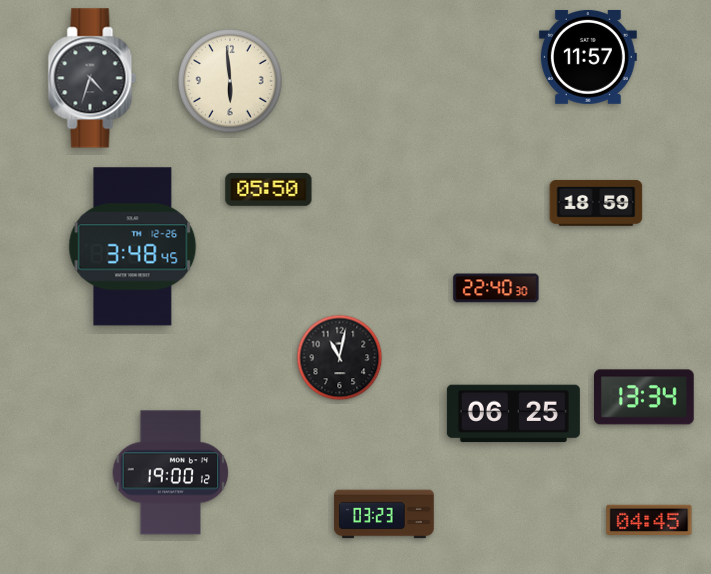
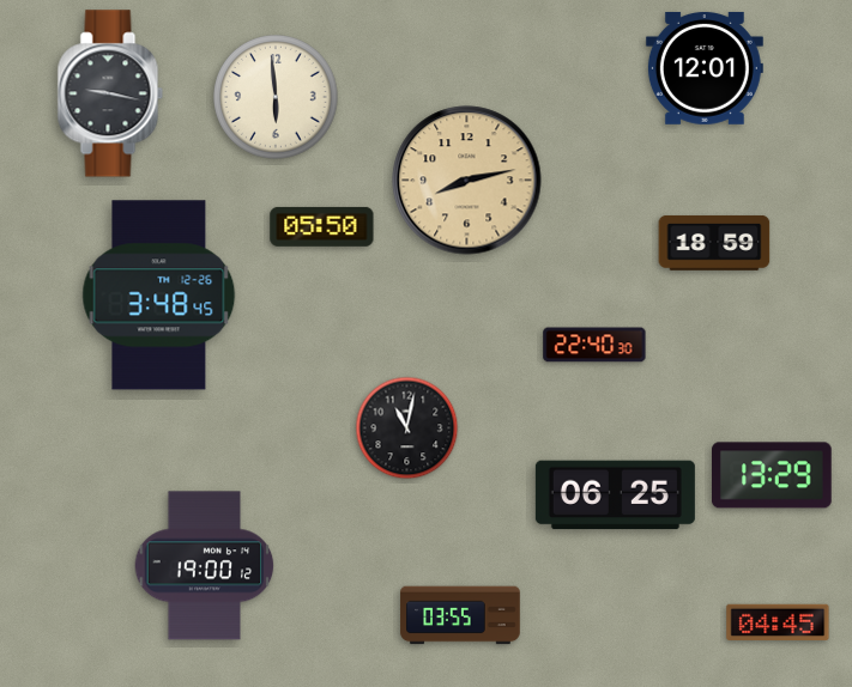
clock at (588, 57): 11:57 -> 12:01
clock at (92, 78): 4:33 -> 9:17
clock at (467, 181): none -> 8:13
clock at (645, 397): 13:34 -> 13:29
clock at (384, 514): 03:23 -> 03:55
